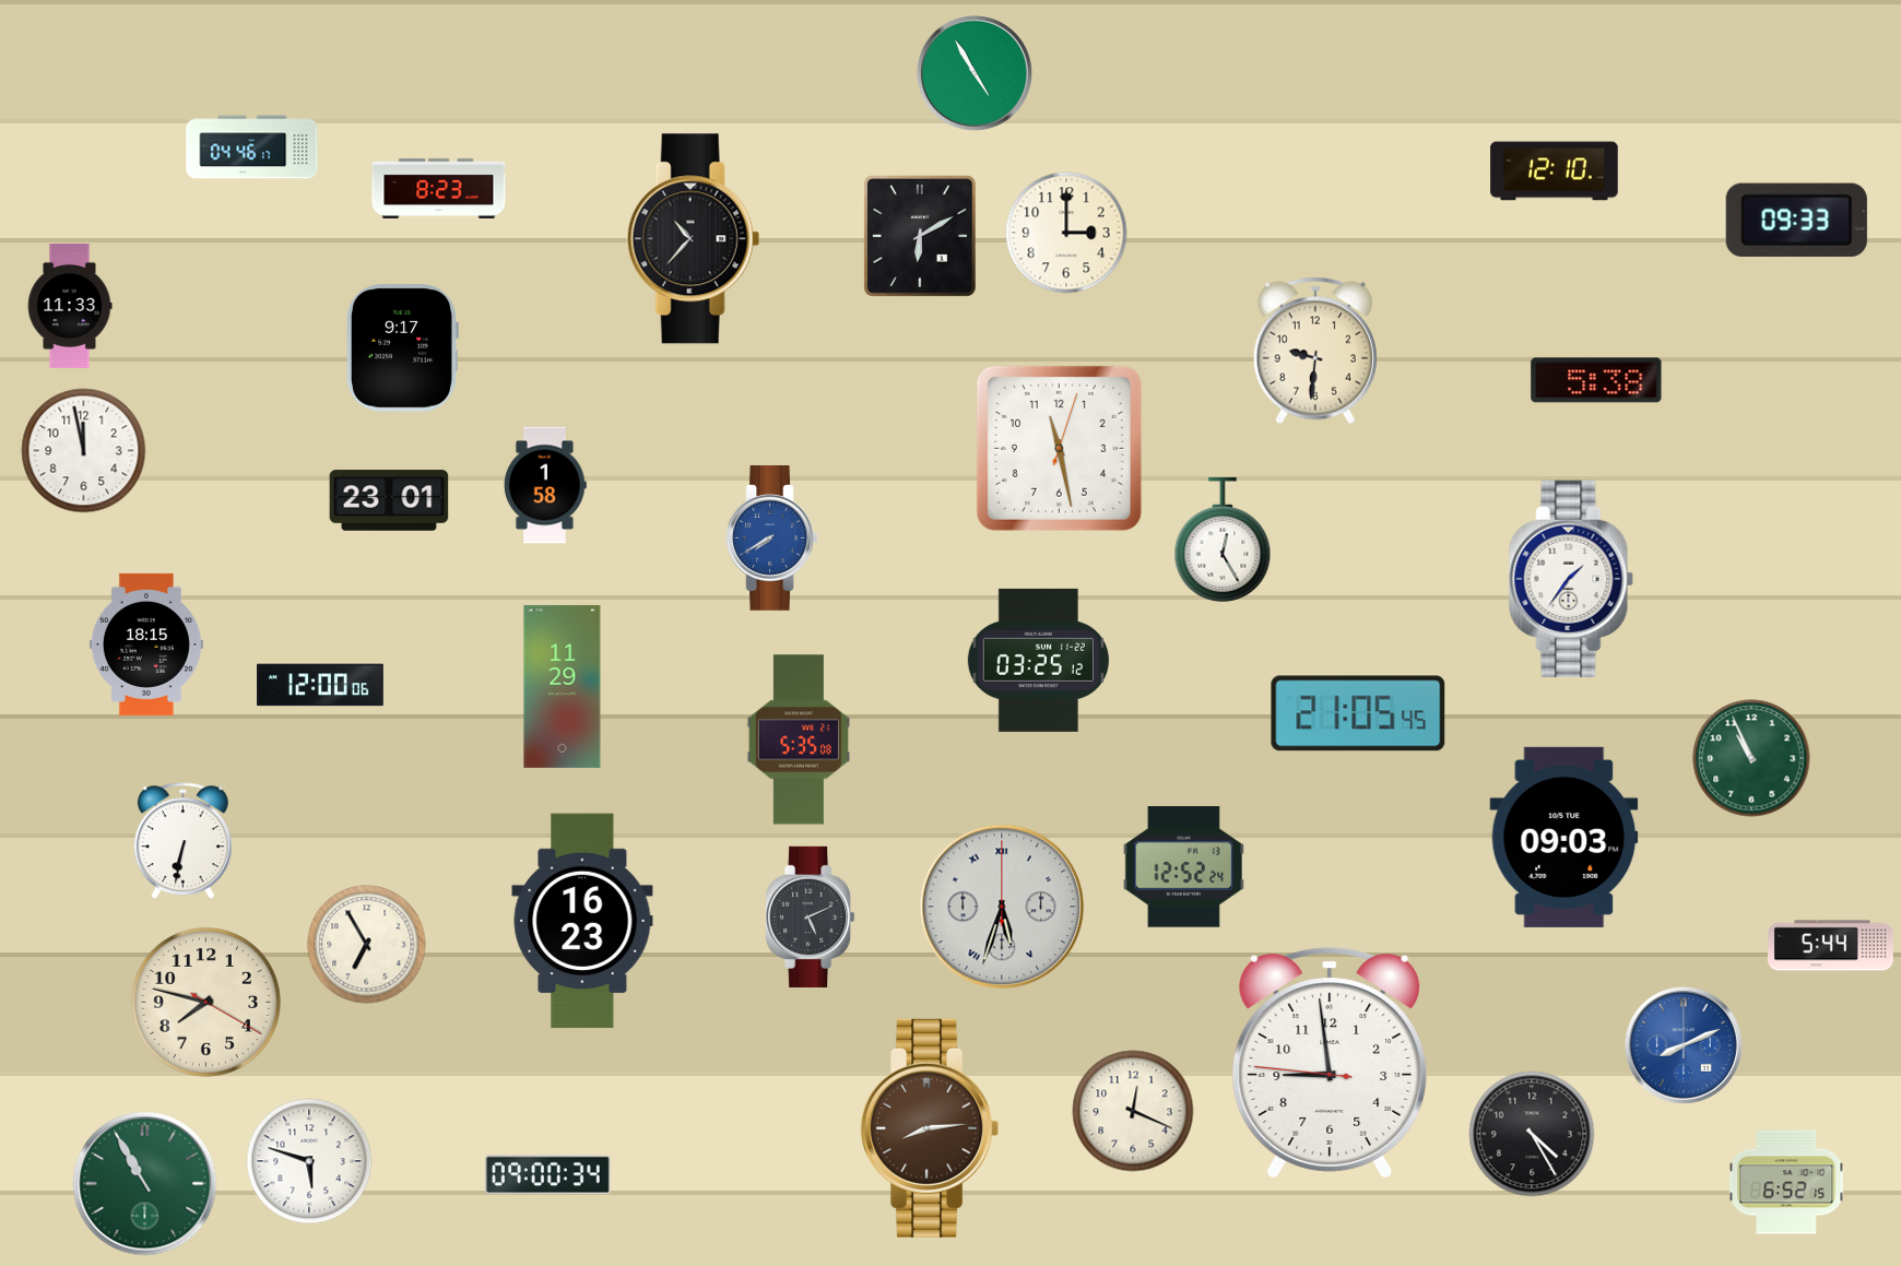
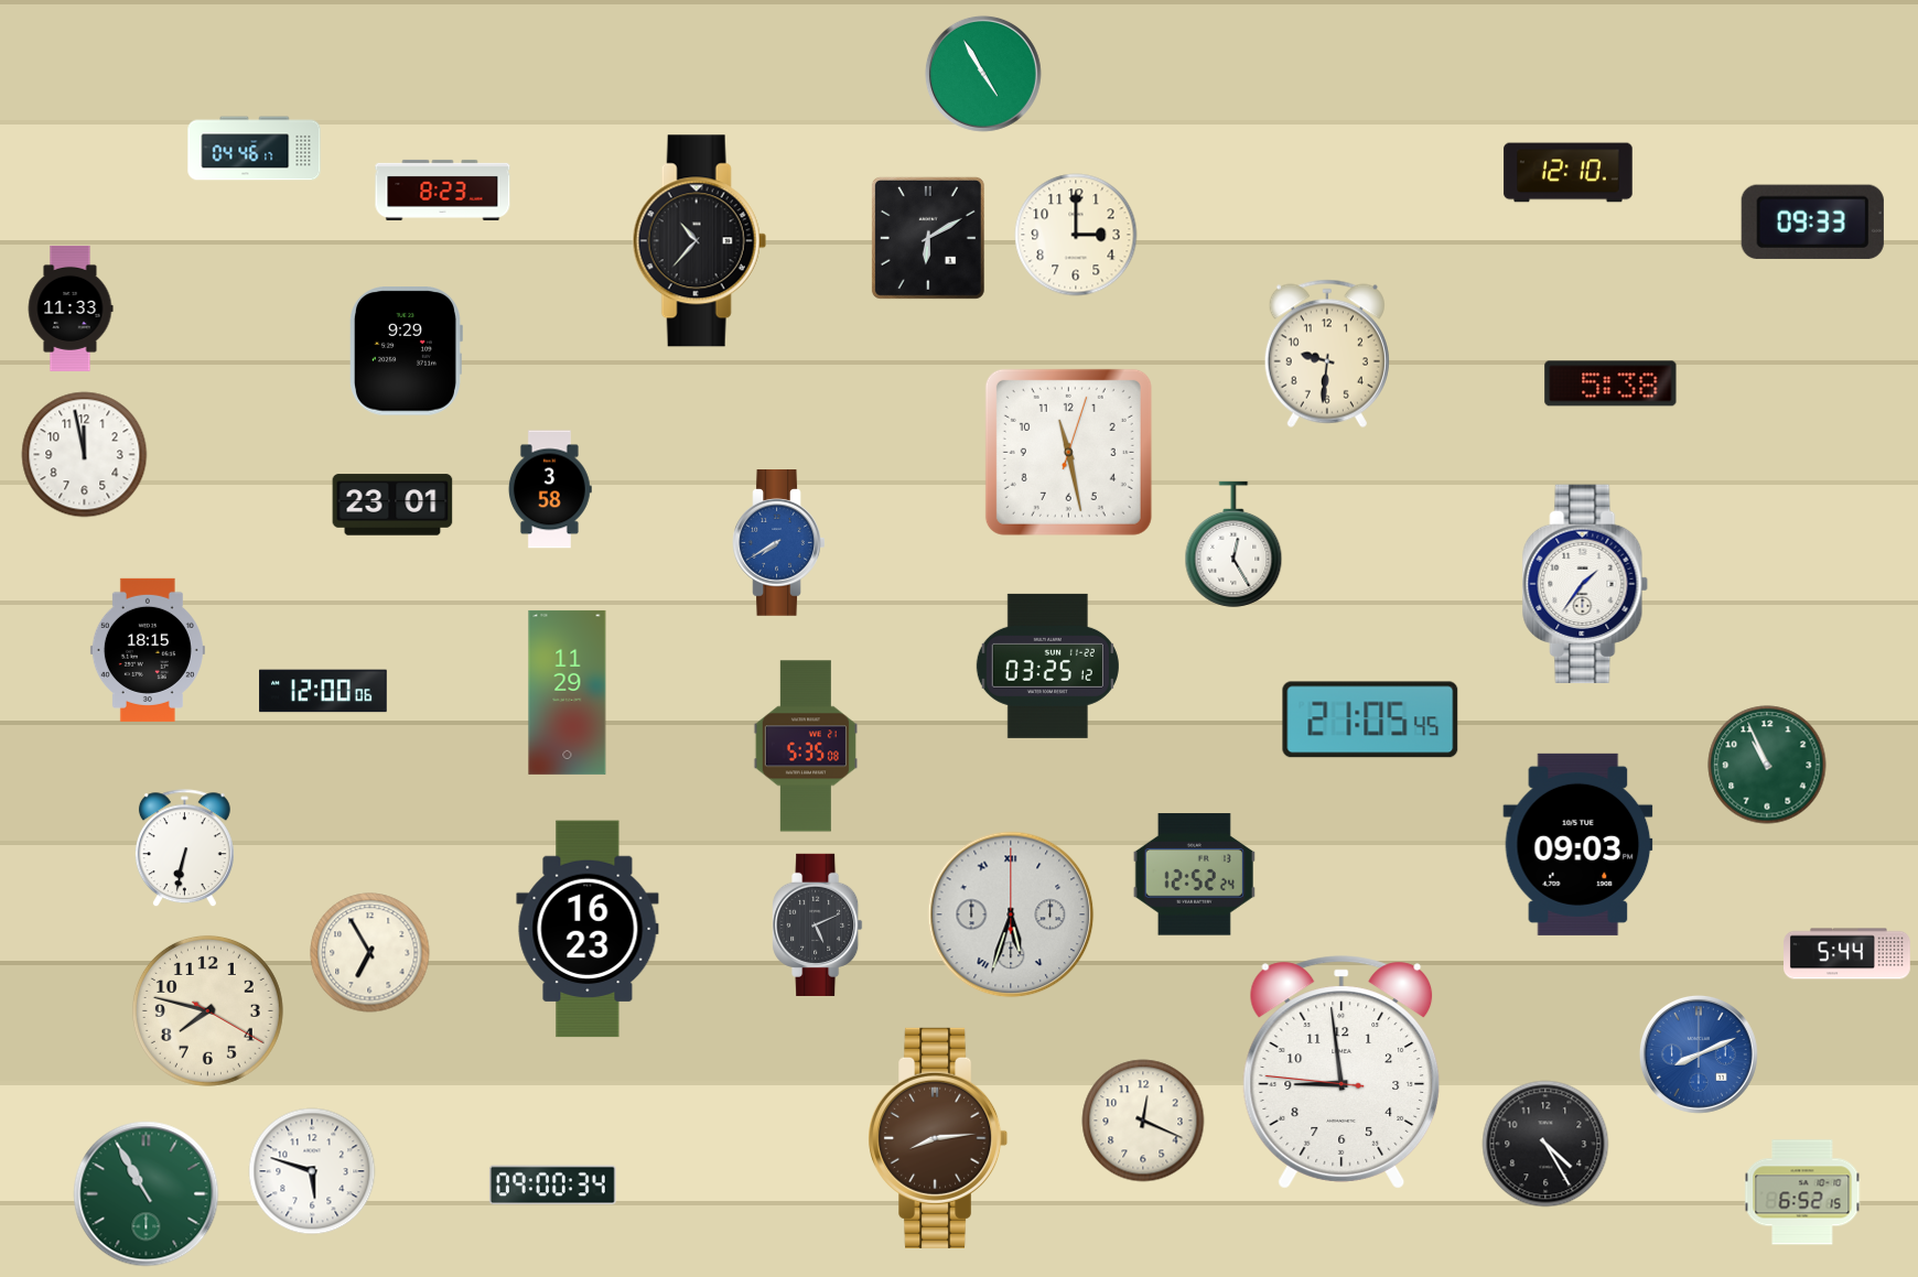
clock at (403, 348): 9:17 -> 9:29
clock at (545, 485): 1:58 -> 3:58
